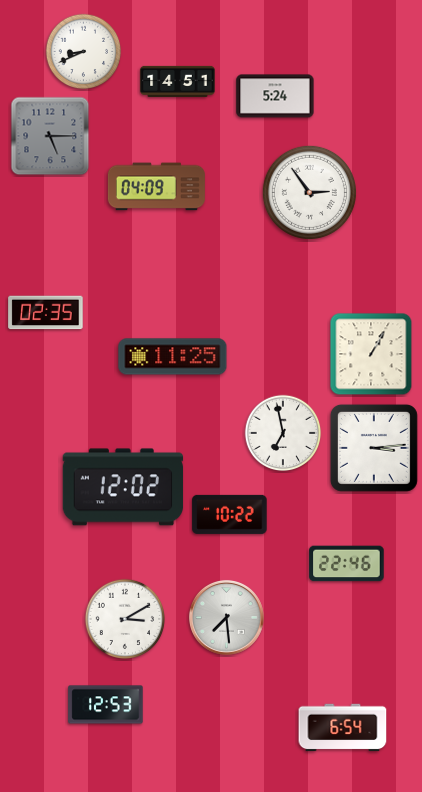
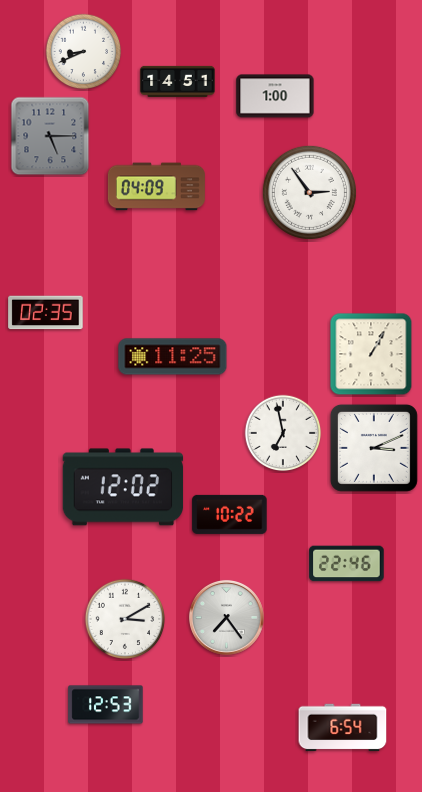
clock at (275, 96): 5:24 -> 1:00
clock at (374, 448): 3:14 -> 3:11
clock at (226, 617): 7:29 -> 7:24
